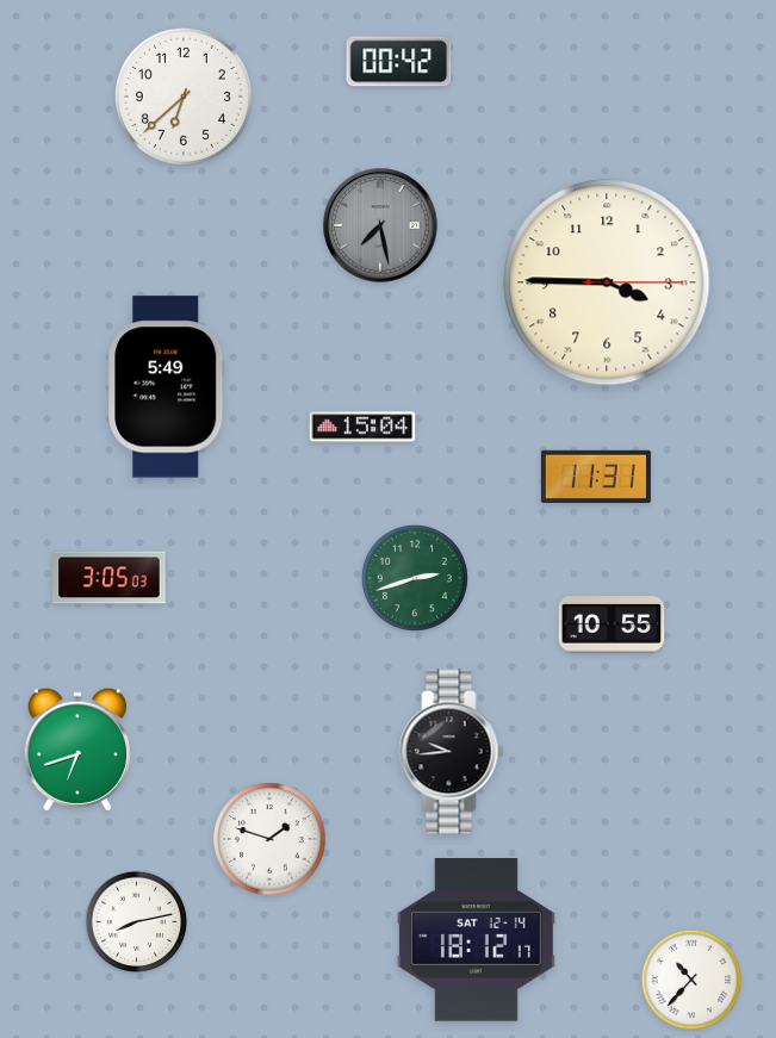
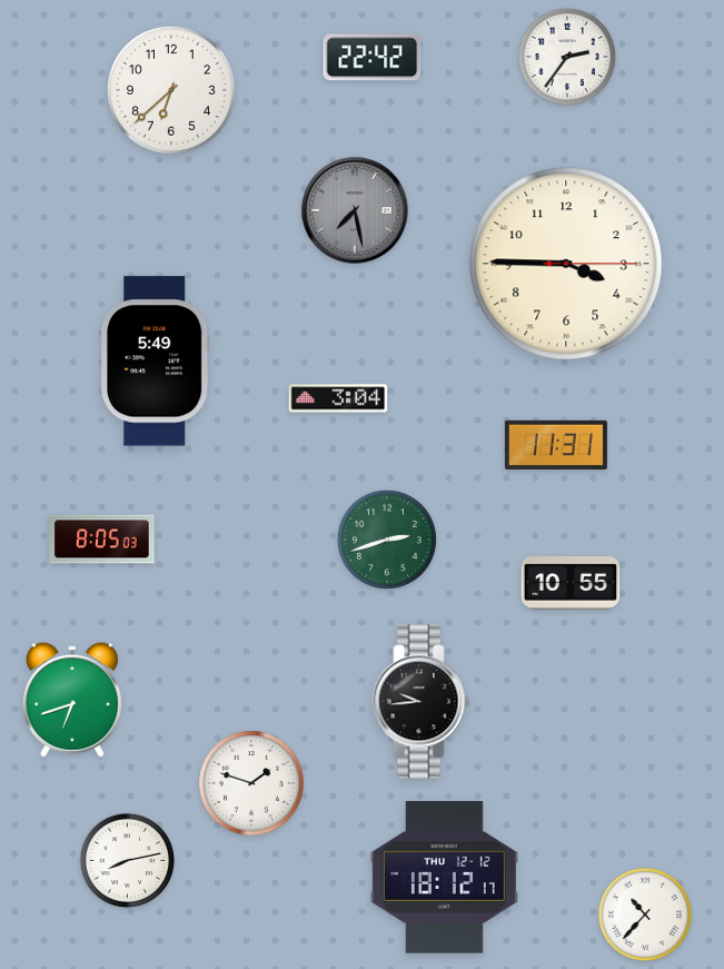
clock at (567, 57): none -> 2:36
clock at (399, 62): 00:42 -> 22:42
clock at (362, 427): 15:04 -> 3:04
clock at (110, 578): 3:05 -> 8:05
clock at (476, 940) date: SAT 12-14 -> THU 12-12
